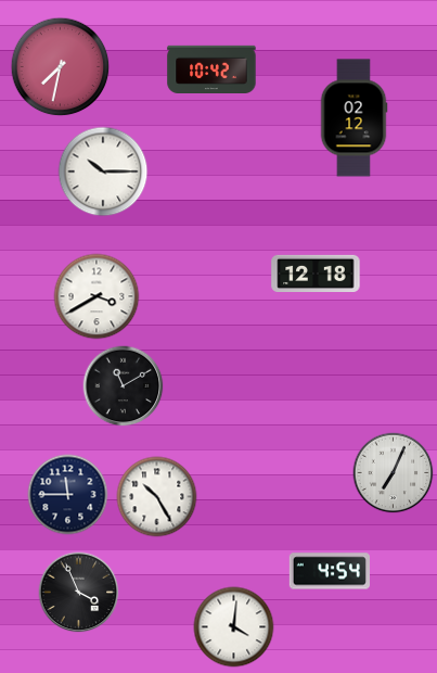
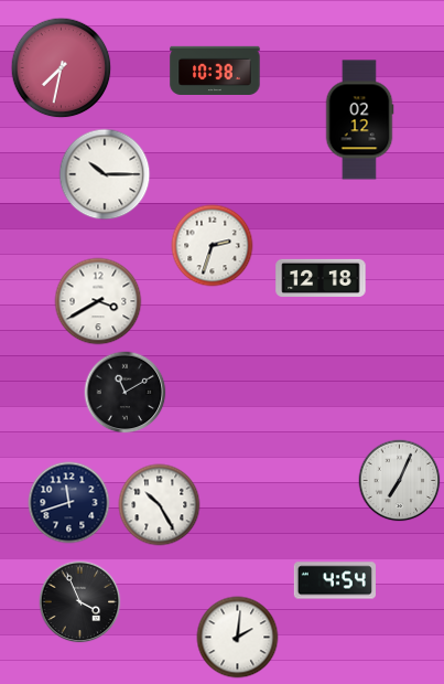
clock at (211, 68): 10:42 -> 10:38
clock at (213, 246): none -> 2:33
clock at (68, 495): 11:45 -> 11:42
clock at (234, 627): 4:01 -> 2:01
